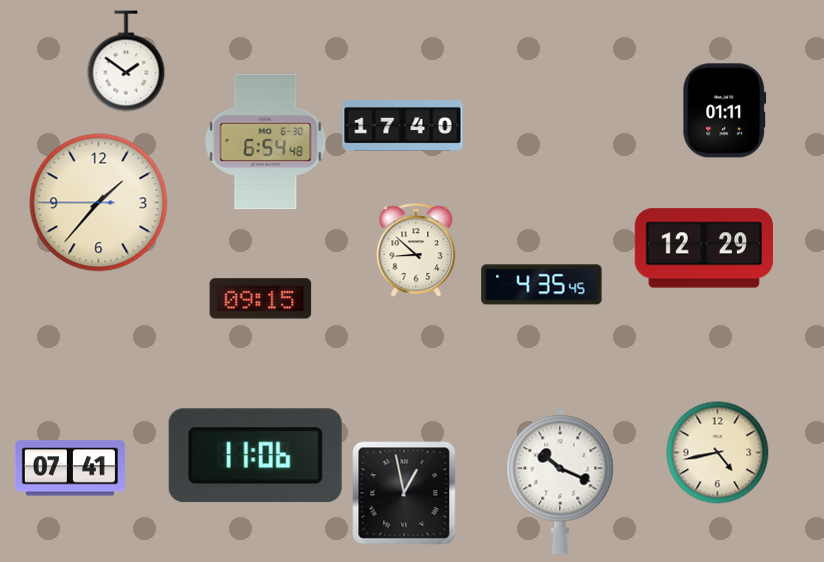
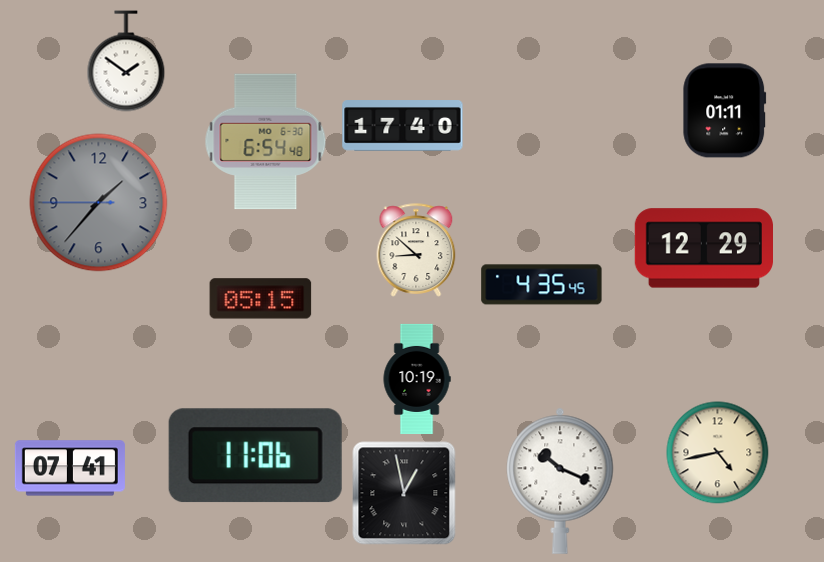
clock at (99, 203) dial: cream -> grey
clock at (261, 299): 09:15 -> 05:15
clock at (417, 379): none -> 10:19
